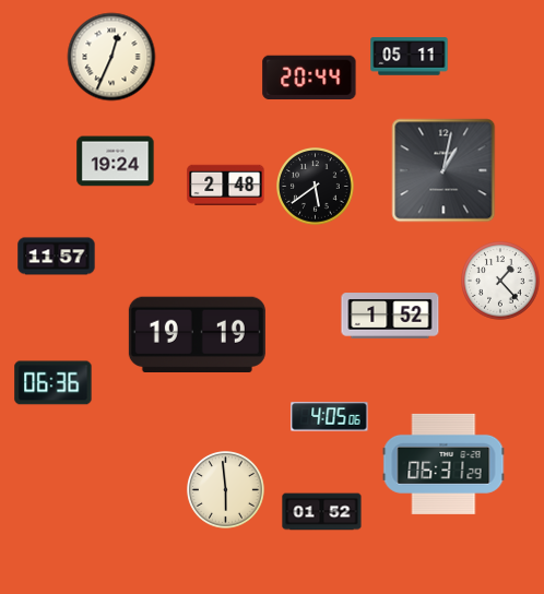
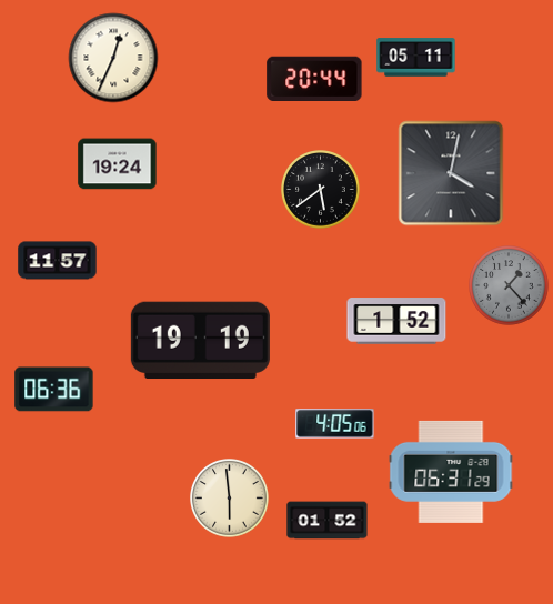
clock at (444, 170): 1:02 -> 4:02
clock at (226, 185): 2:48 -> none
clock at (500, 281) dial: white -> grey
